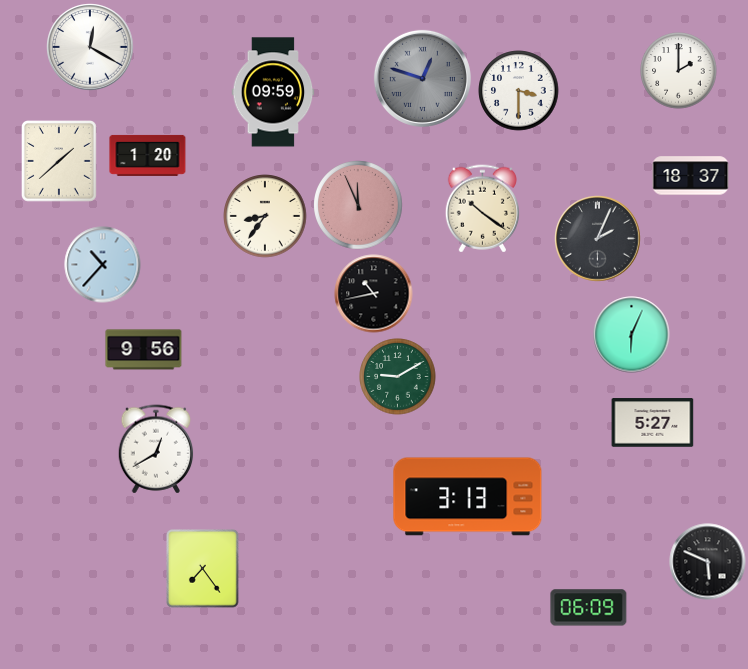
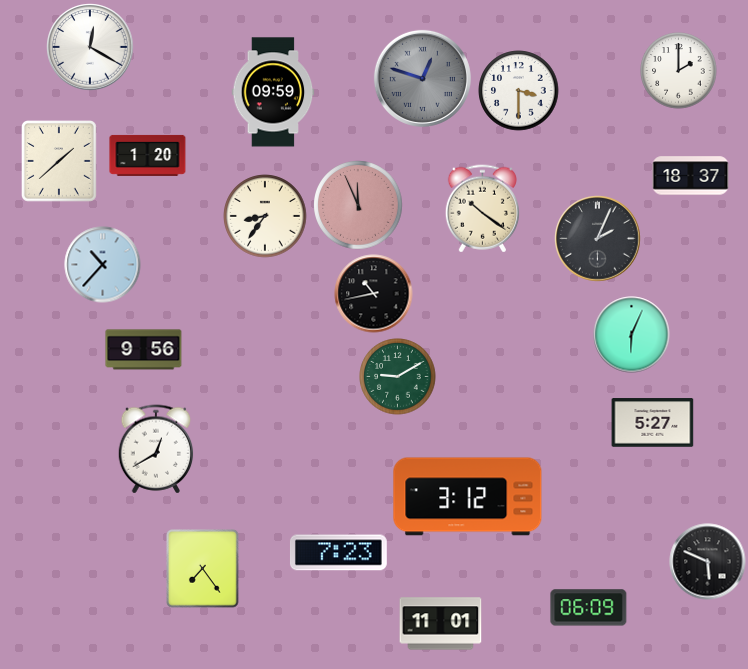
clock at (468, 497): 3:13 -> 3:12
clock at (338, 553): none -> 7:23
clock at (441, 624): none -> 11:01
